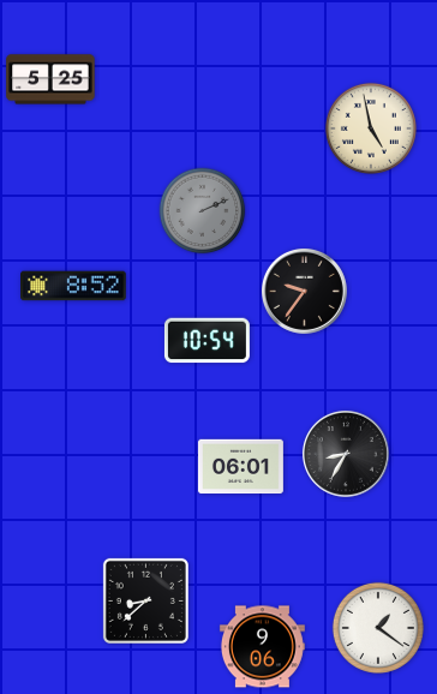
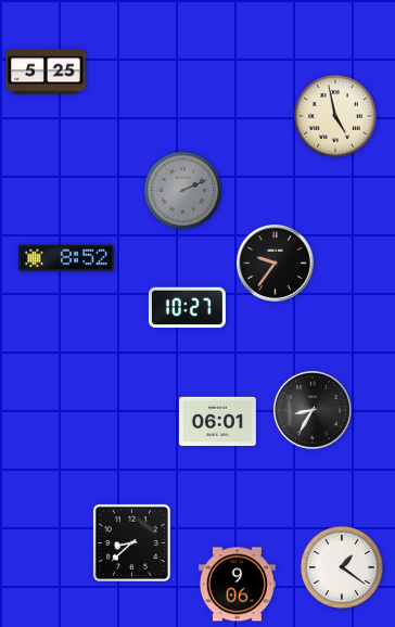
clock at (206, 341): 10:54 -> 10:27
